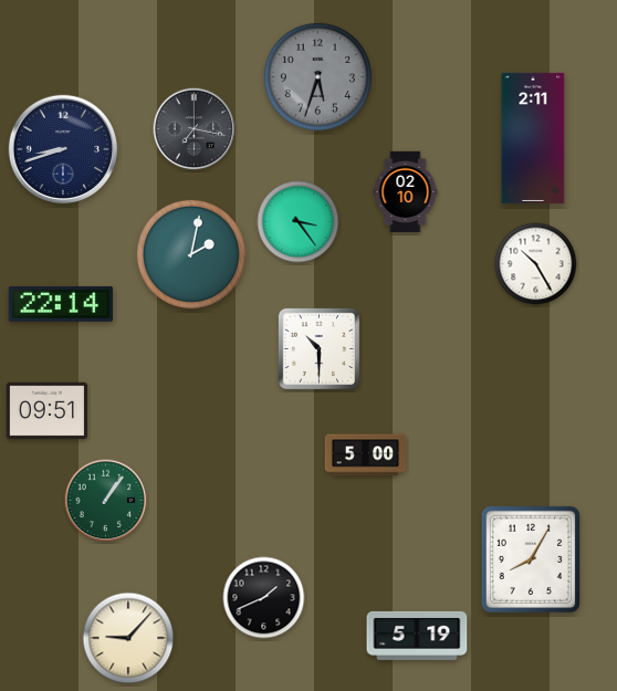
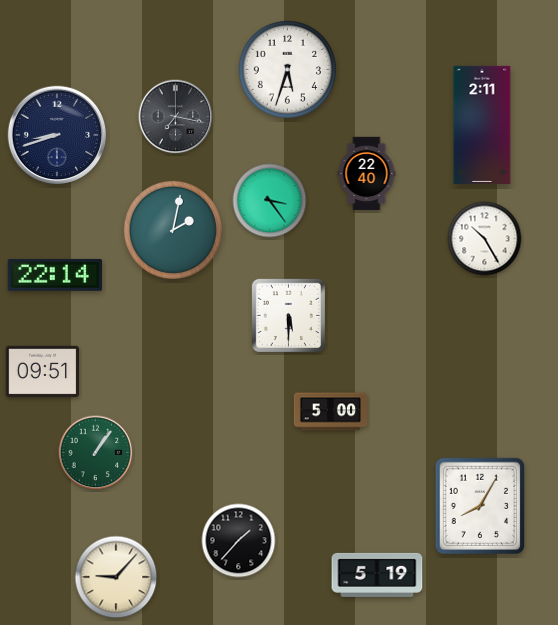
clock at (317, 76) dial: grey -> white
clock at (406, 192): 02:10 -> 22:40
clock at (318, 348): 10:30 -> 5:30
clock at (264, 598): 1:41 -> 1:37
